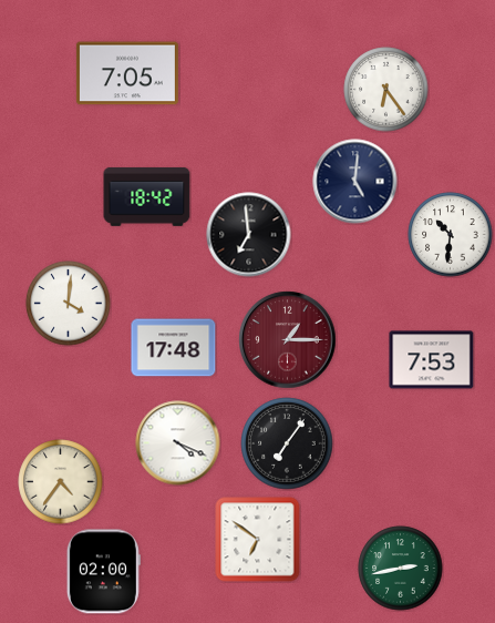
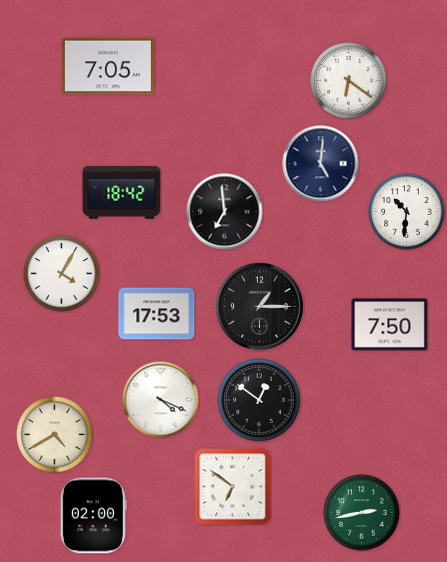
clock at (127, 73) position: (127, 73) -> (108, 66)
clock at (386, 90): 6:24 -> 6:21
clock at (147, 196) position: (147, 196) -> (122, 192)
clock at (69, 304): 4:01 -> 4:05
clock at (288, 340) dial: burgundy -> black
clock at (174, 348): 17:48 -> 17:53
clock at (432, 360): 7:53 -> 7:50
clock at (287, 443): 7:06 -> 12:51
clock at (61, 482): 4:36 -> 4:40
